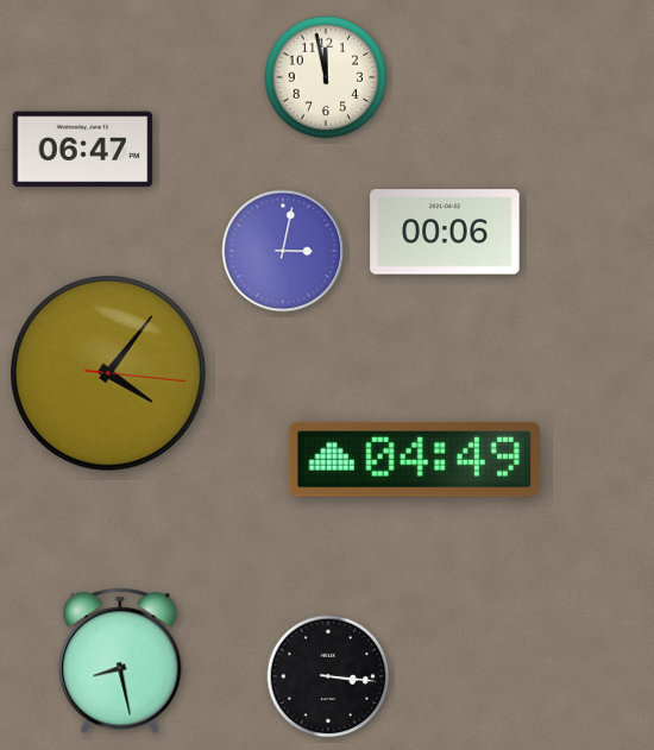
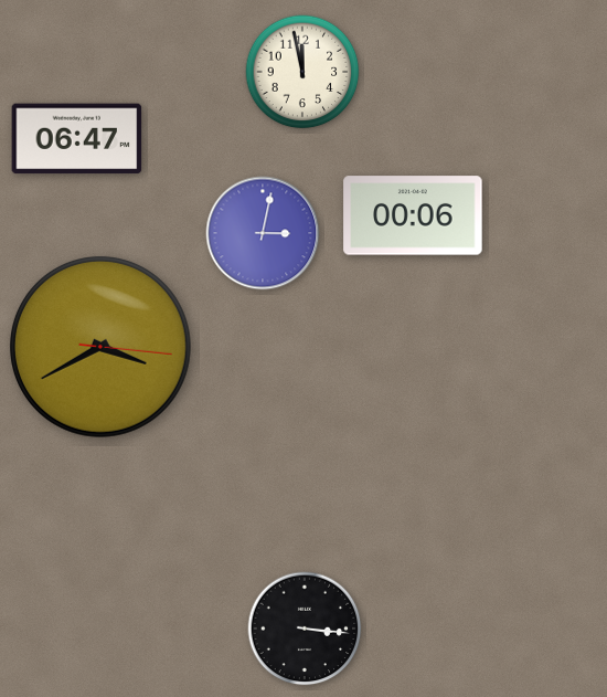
clock at (108, 373): 4:06 -> 3:40
clock at (414, 459): 04:49 -> none
clock at (120, 661): 8:28 -> none
